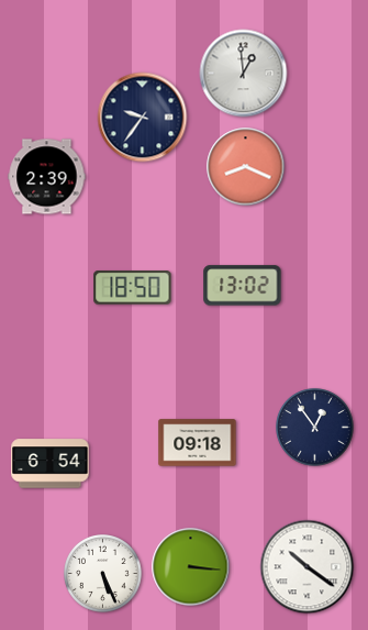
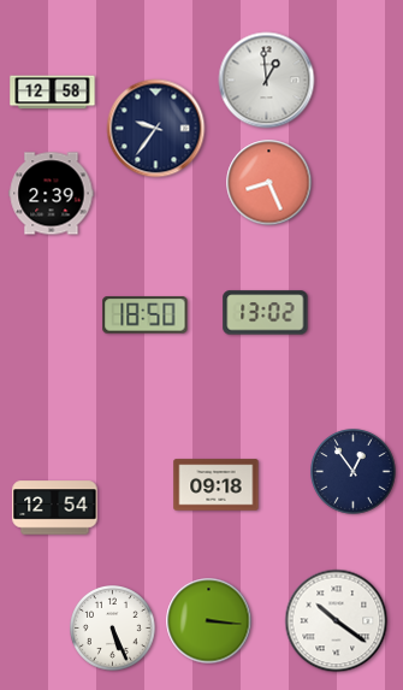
clock at (53, 93): none -> 12:58
clock at (246, 167): 8:19 -> 8:26
clock at (315, 428) position: (315, 428) -> (354, 472)
clock at (51, 464): 6:54 -> 12:54
